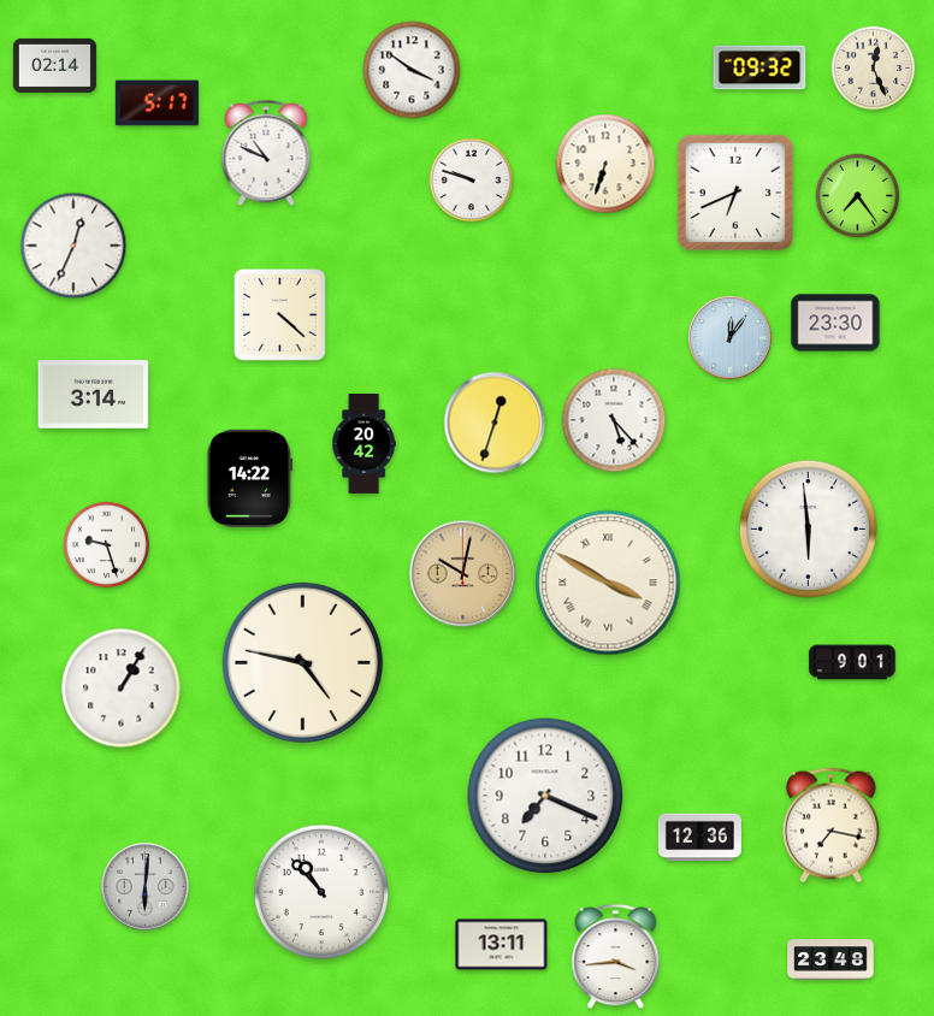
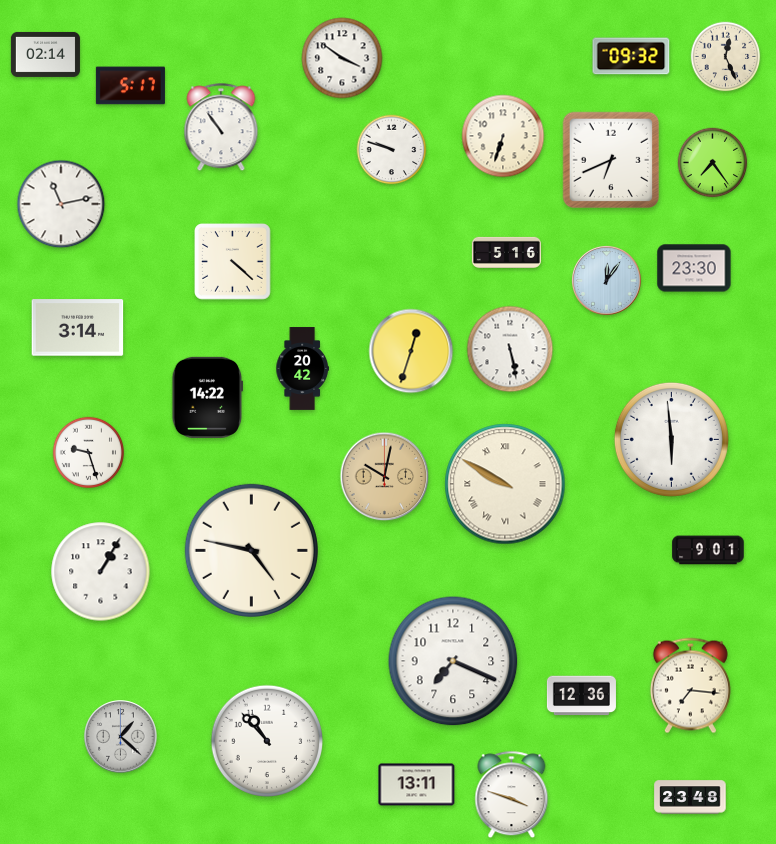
clock at (266, 154): 10:49 -> 10:54
clock at (73, 246): 12:34 -> 11:13
clock at (506, 252): none -> 5:16
clock at (614, 420): 5:23 -> 5:28
clock at (608, 583): 3:50 -> 9:50
clock at (830, 826): 7:17 -> 7:16
clock at (146, 887): 6:01 -> 1:22
clock at (616, 957): 3:44 -> 3:48
